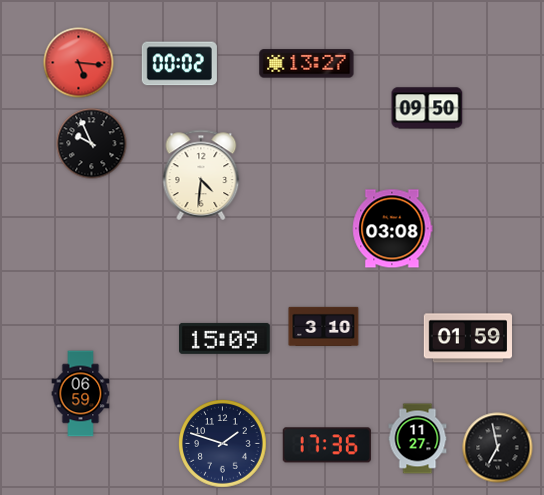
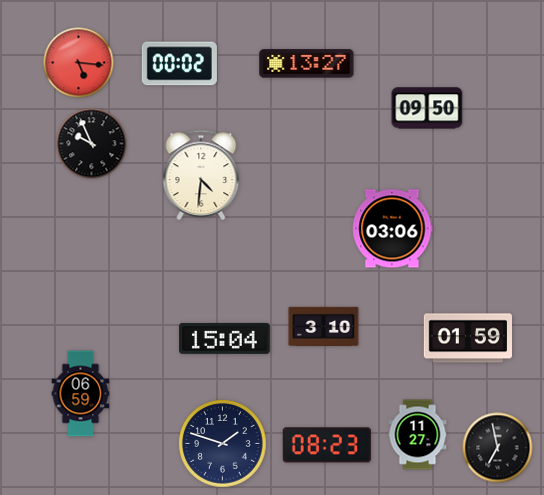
clock at (393, 229): 03:08 -> 03:06
clock at (225, 338): 15:09 -> 15:04
clock at (418, 439) position: (418, 439) -> (418, 435)
clock at (327, 445): 17:36 -> 08:23
